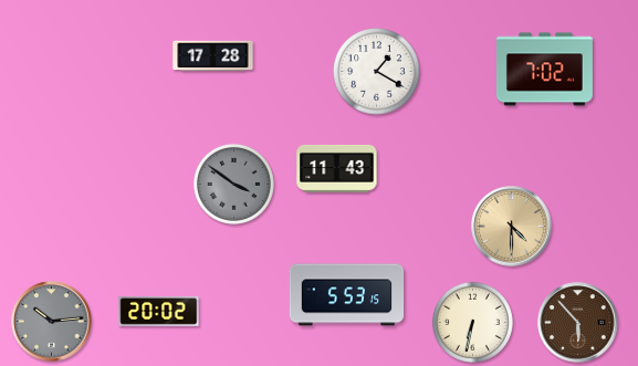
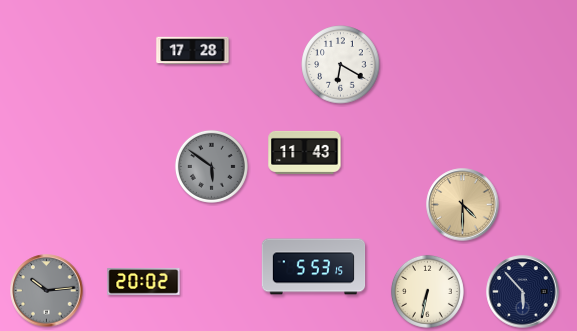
clock at (544, 70): 7:02 -> none
clock at (377, 72): 1:20 -> 6:20
clock at (233, 184): 3:51 -> 5:51
clock at (578, 323) dial: brown -> navy
